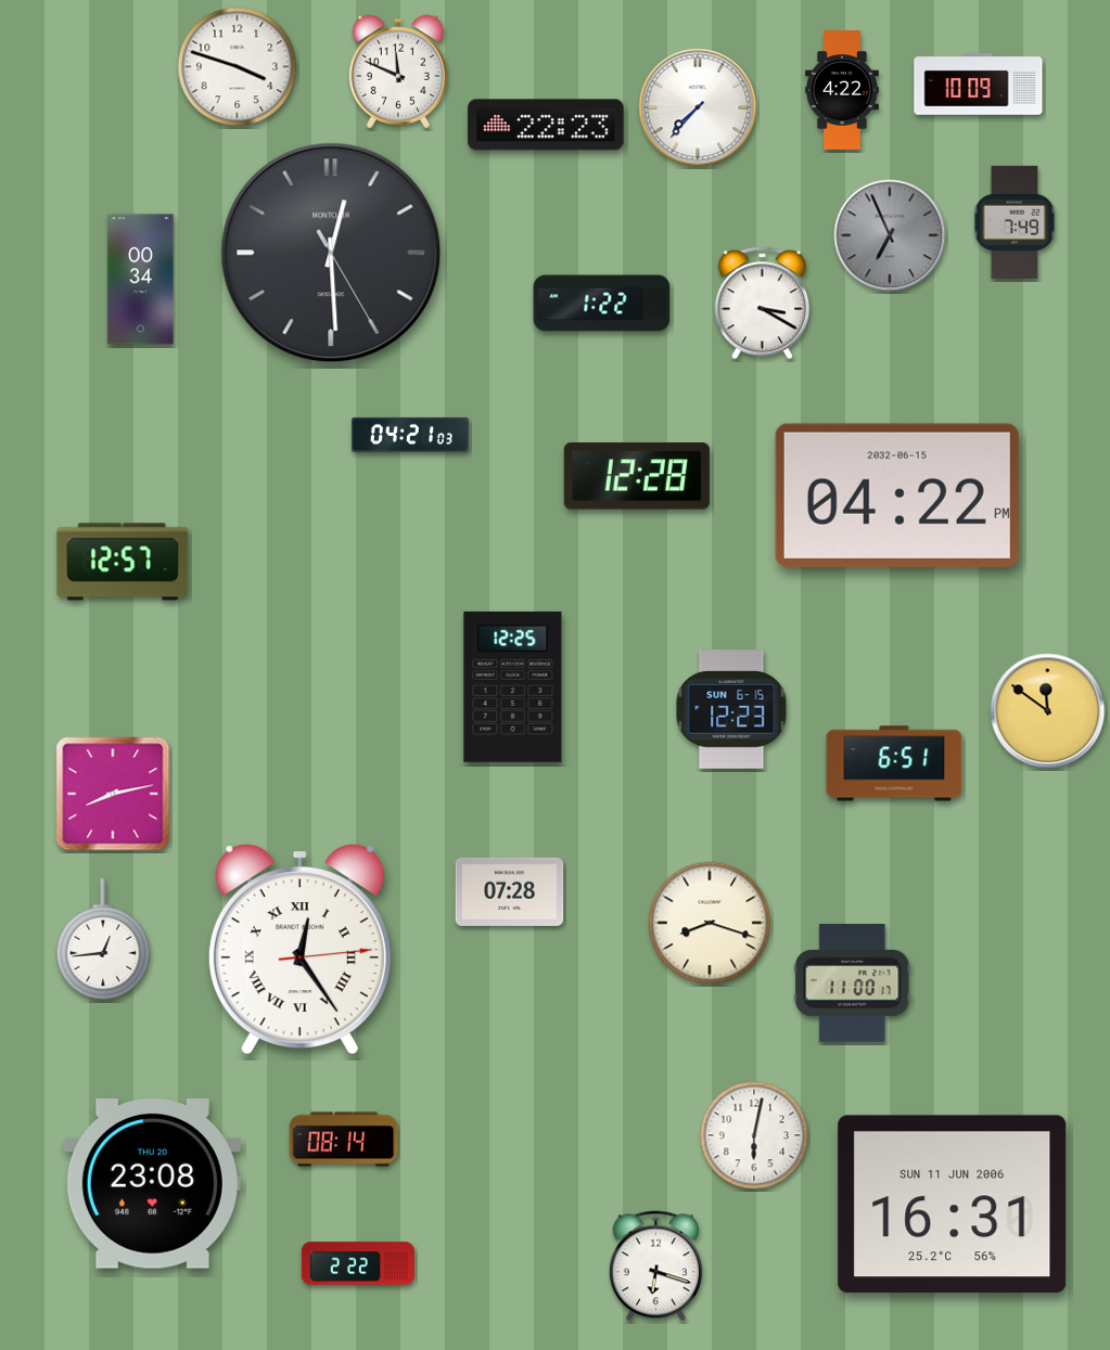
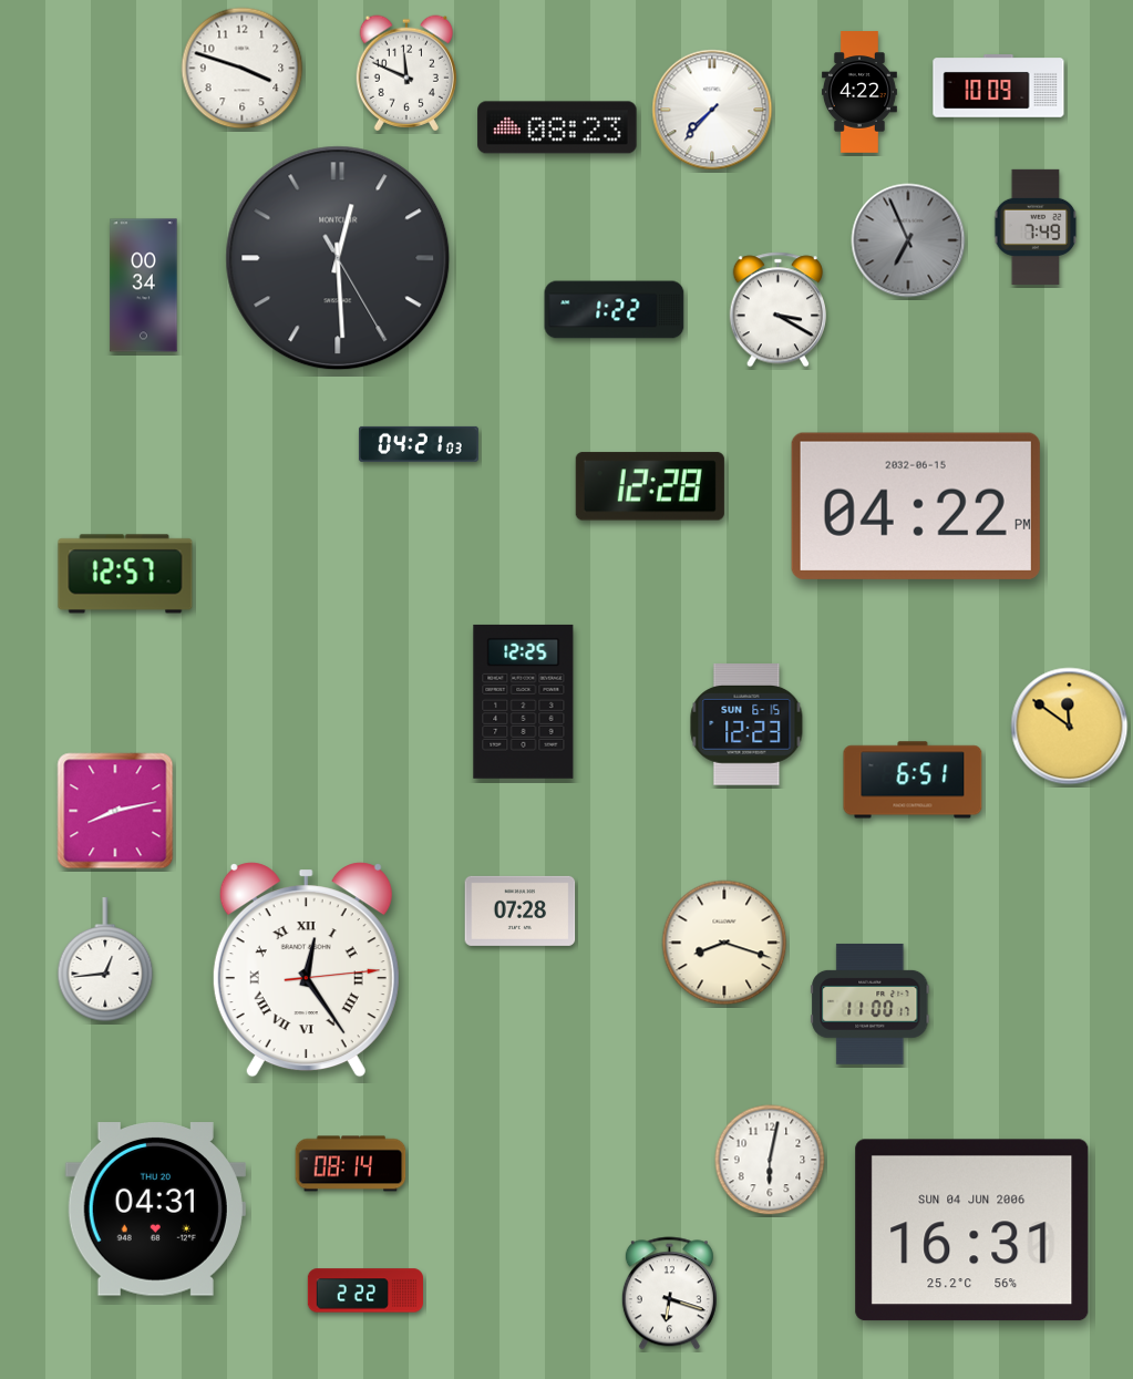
clock at (546, 125): 22:23 -> 08:23
clock at (152, 1184): 23:08 -> 04:31
clock at (953, 1205) date: SUN 11 JUN 2006 -> SUN 04 JUN 2006
